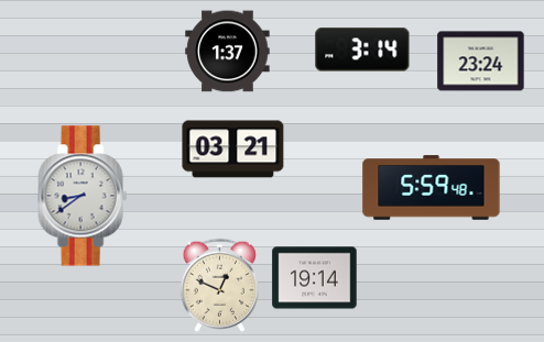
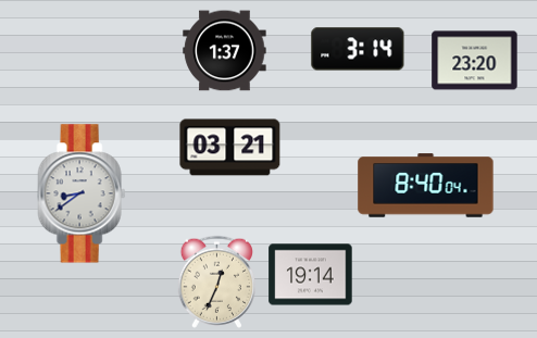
clock at (481, 62): 23:24 -> 23:20
clock at (432, 188): 5:59 -> 8:40
clock at (219, 285): 12:49 -> 12:34
